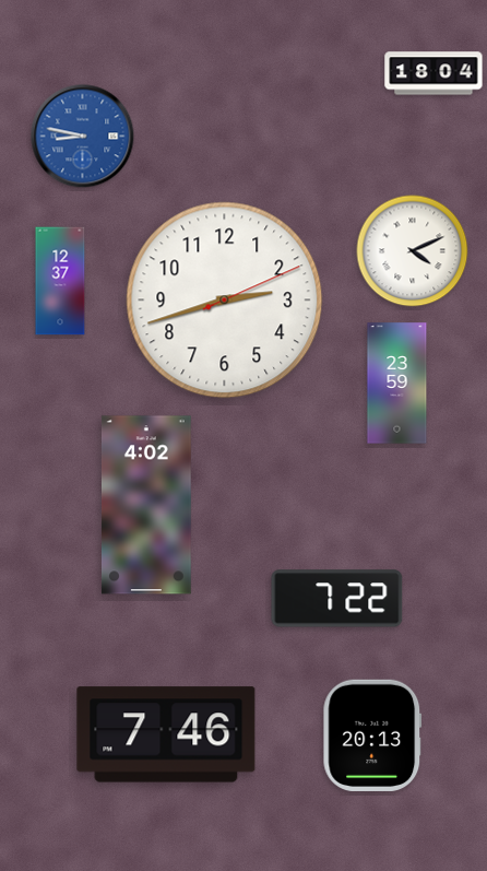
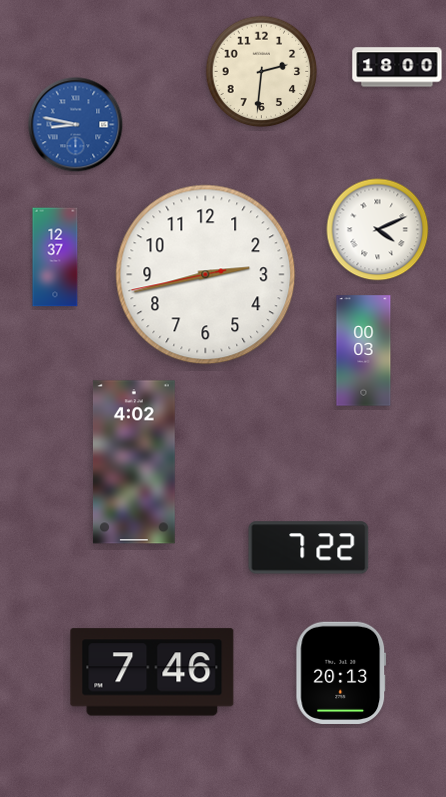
clock at (433, 73): 18:04 -> 18:00
clock at (262, 72): none -> 2:31
clock at (225, 301): 2:42:11 -> 2:42:43
clock at (397, 384): 23:59 -> 00:03
